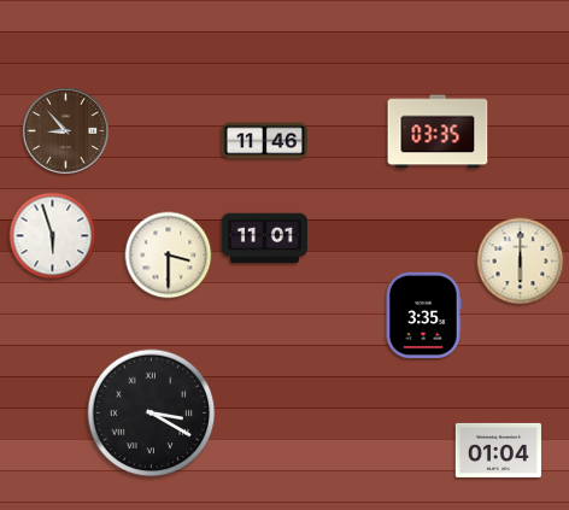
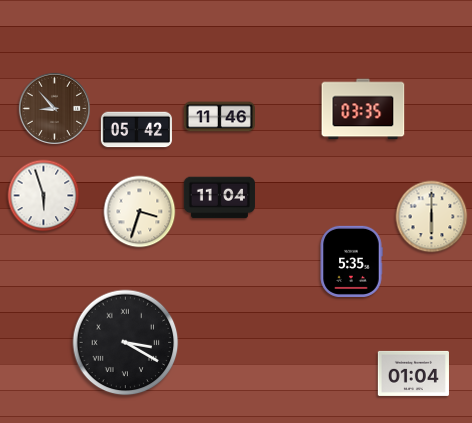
clock at (136, 130): none -> 05:42
clock at (264, 239): 11:01 -> 11:04
clock at (169, 256): 3:30 -> 3:33
clock at (423, 315): 3:35 -> 5:35
